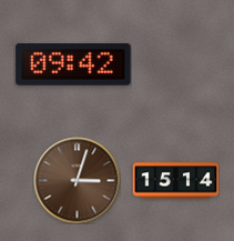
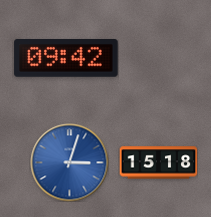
clock at (77, 180) dial: brown -> blue
clock at (175, 181): 15:14 -> 15:18
